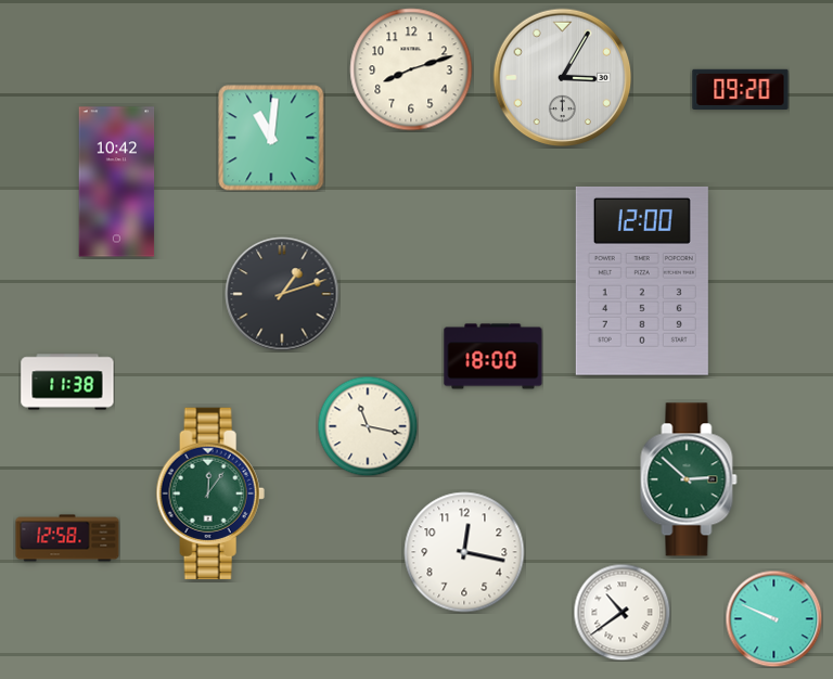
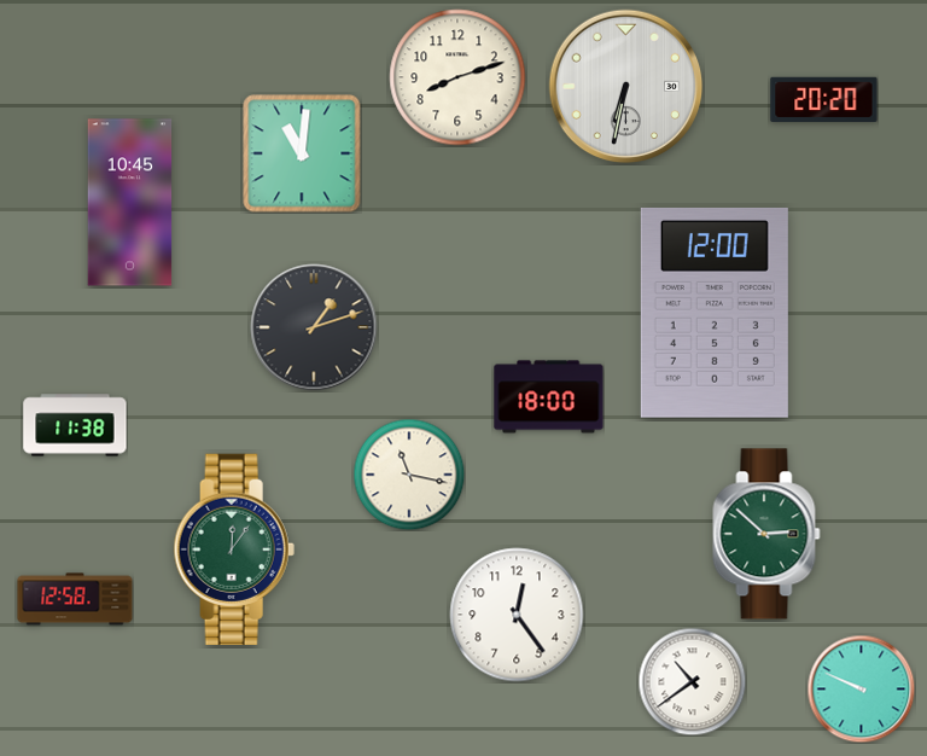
clock at (563, 78): 3:05 -> 6:32
clock at (741, 89): 09:20 -> 20:20
clock at (117, 182): 10:42 -> 10:45
clock at (464, 552): 12:17 -> 12:24
